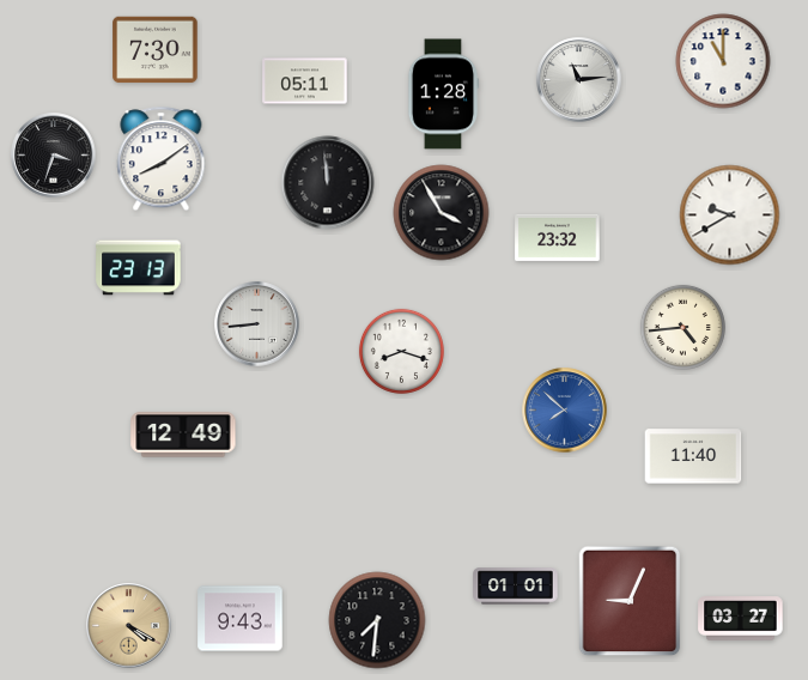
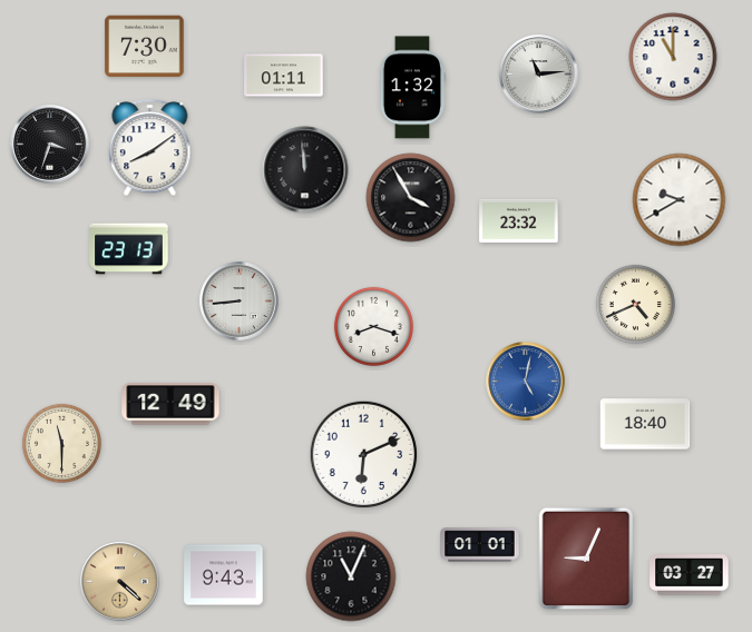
clock at (305, 81): 05:11 -> 01:11
clock at (443, 95): 1:28 -> 1:32
clock at (682, 327): 4:44 -> 4:41
clock at (565, 411): 7:52 -> 5:02
clock at (693, 456): 11:40 -> 18:40
clock at (61, 443): none -> 11:30
clock at (364, 455): none -> 6:11
clock at (377, 620): 7:31 -> 11:04
clock at (129, 626): 4:20 -> 4:22
